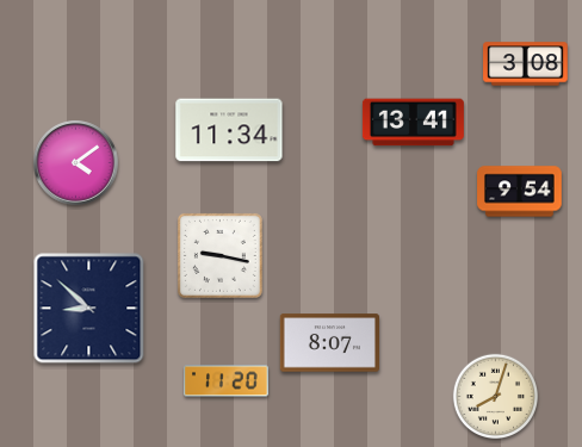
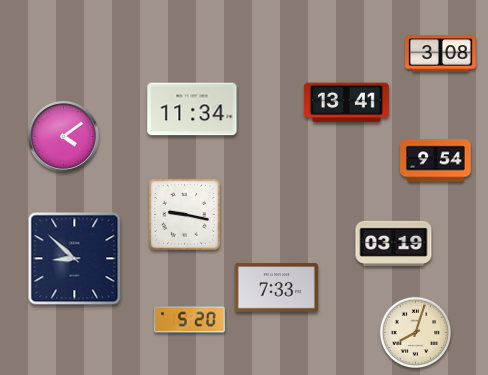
clock at (394, 243): none -> 03:19
clock at (329, 343): 8:07 -> 7:33
clock at (227, 381): 11:20 -> 5:20
